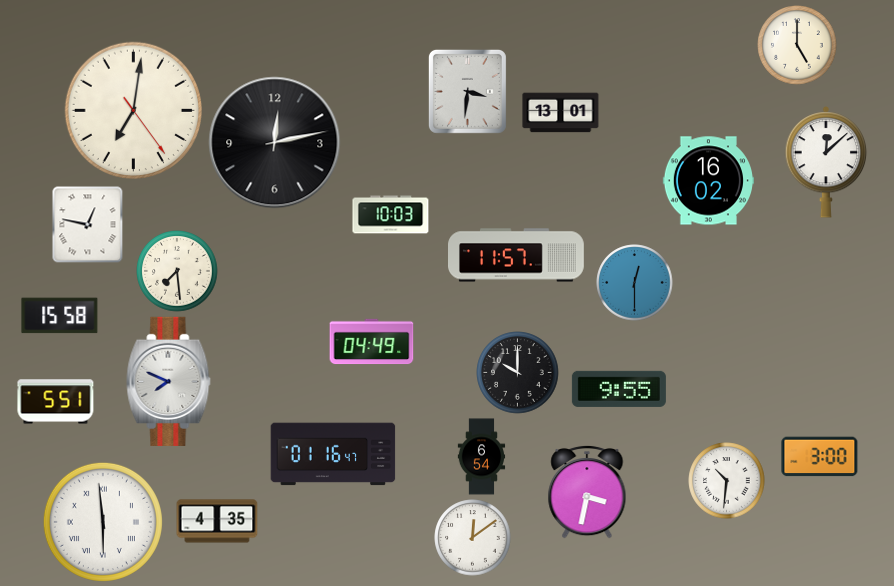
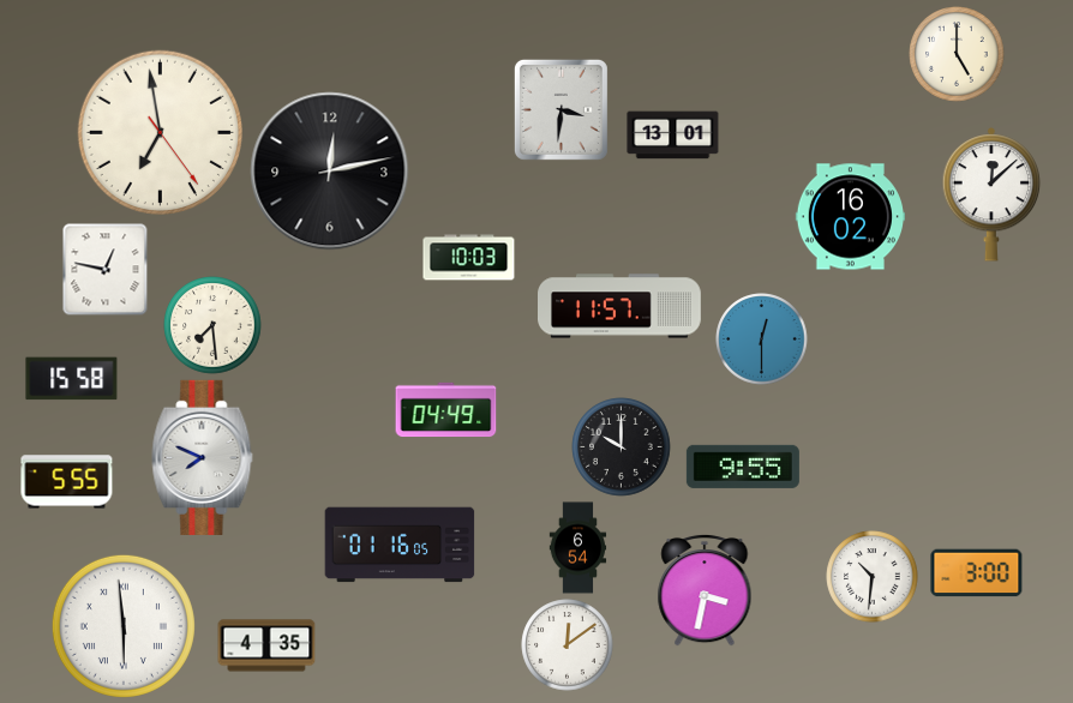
clock at (133, 110): 7:01 -> 6:58
clock at (56, 402): 5:51 -> 5:55
clock at (333, 454): 01:16:47 -> 01:16:05
clock at (820, 457) position: (820, 457) -> (977, 573)
clock at (217, 521) position: (217, 521) -> (266, 645)
